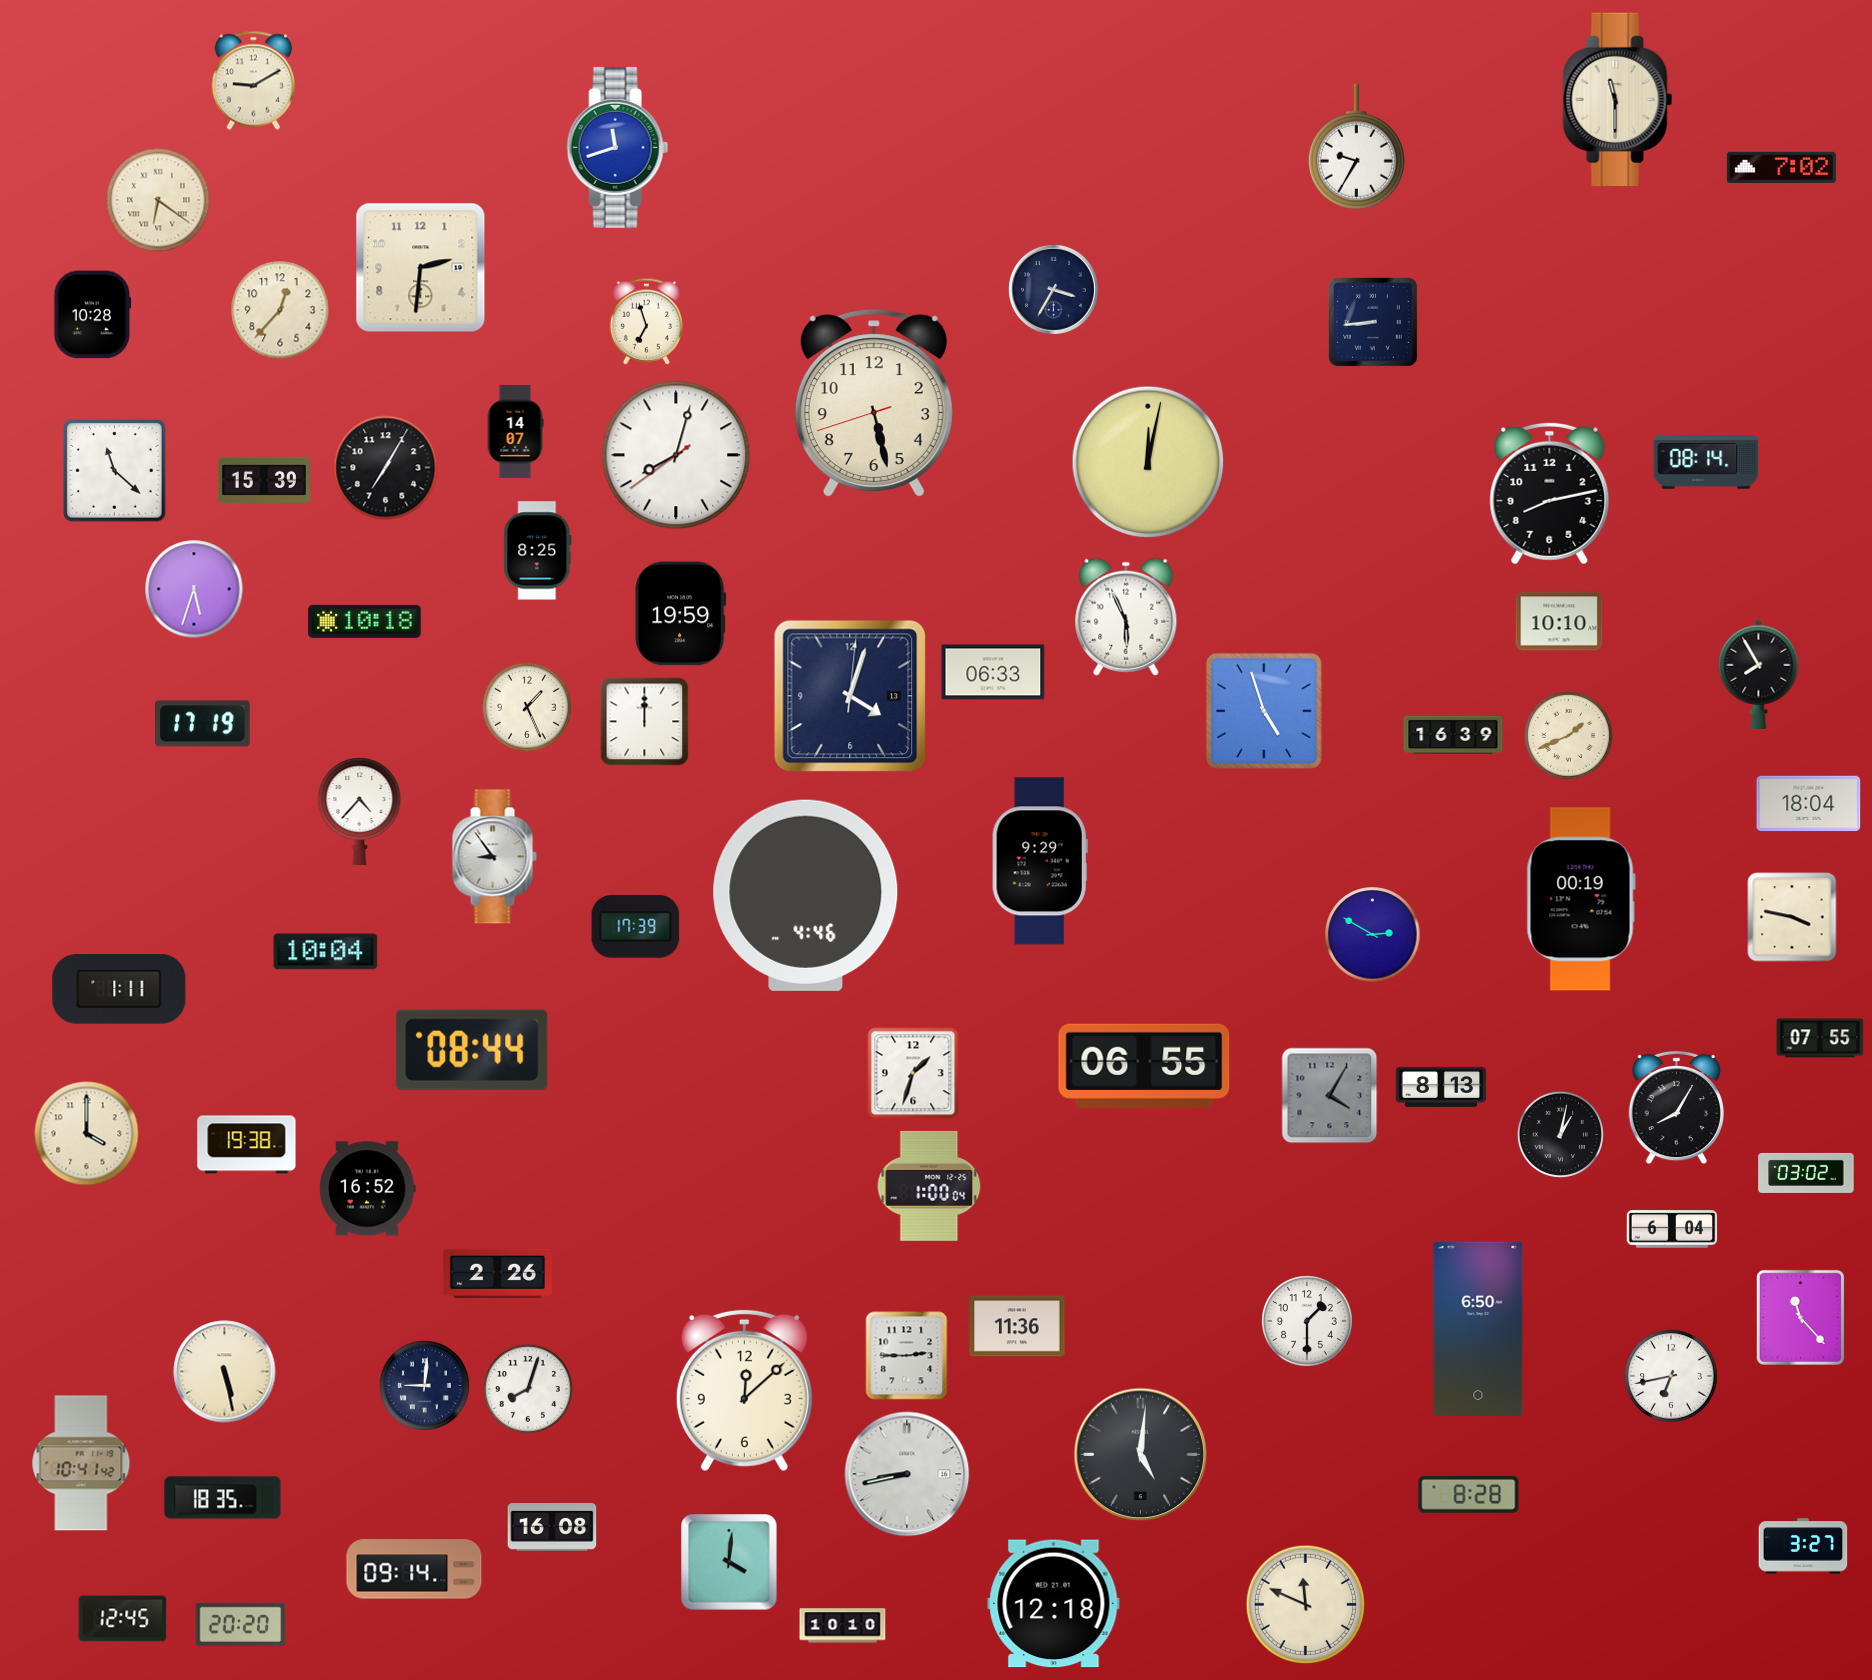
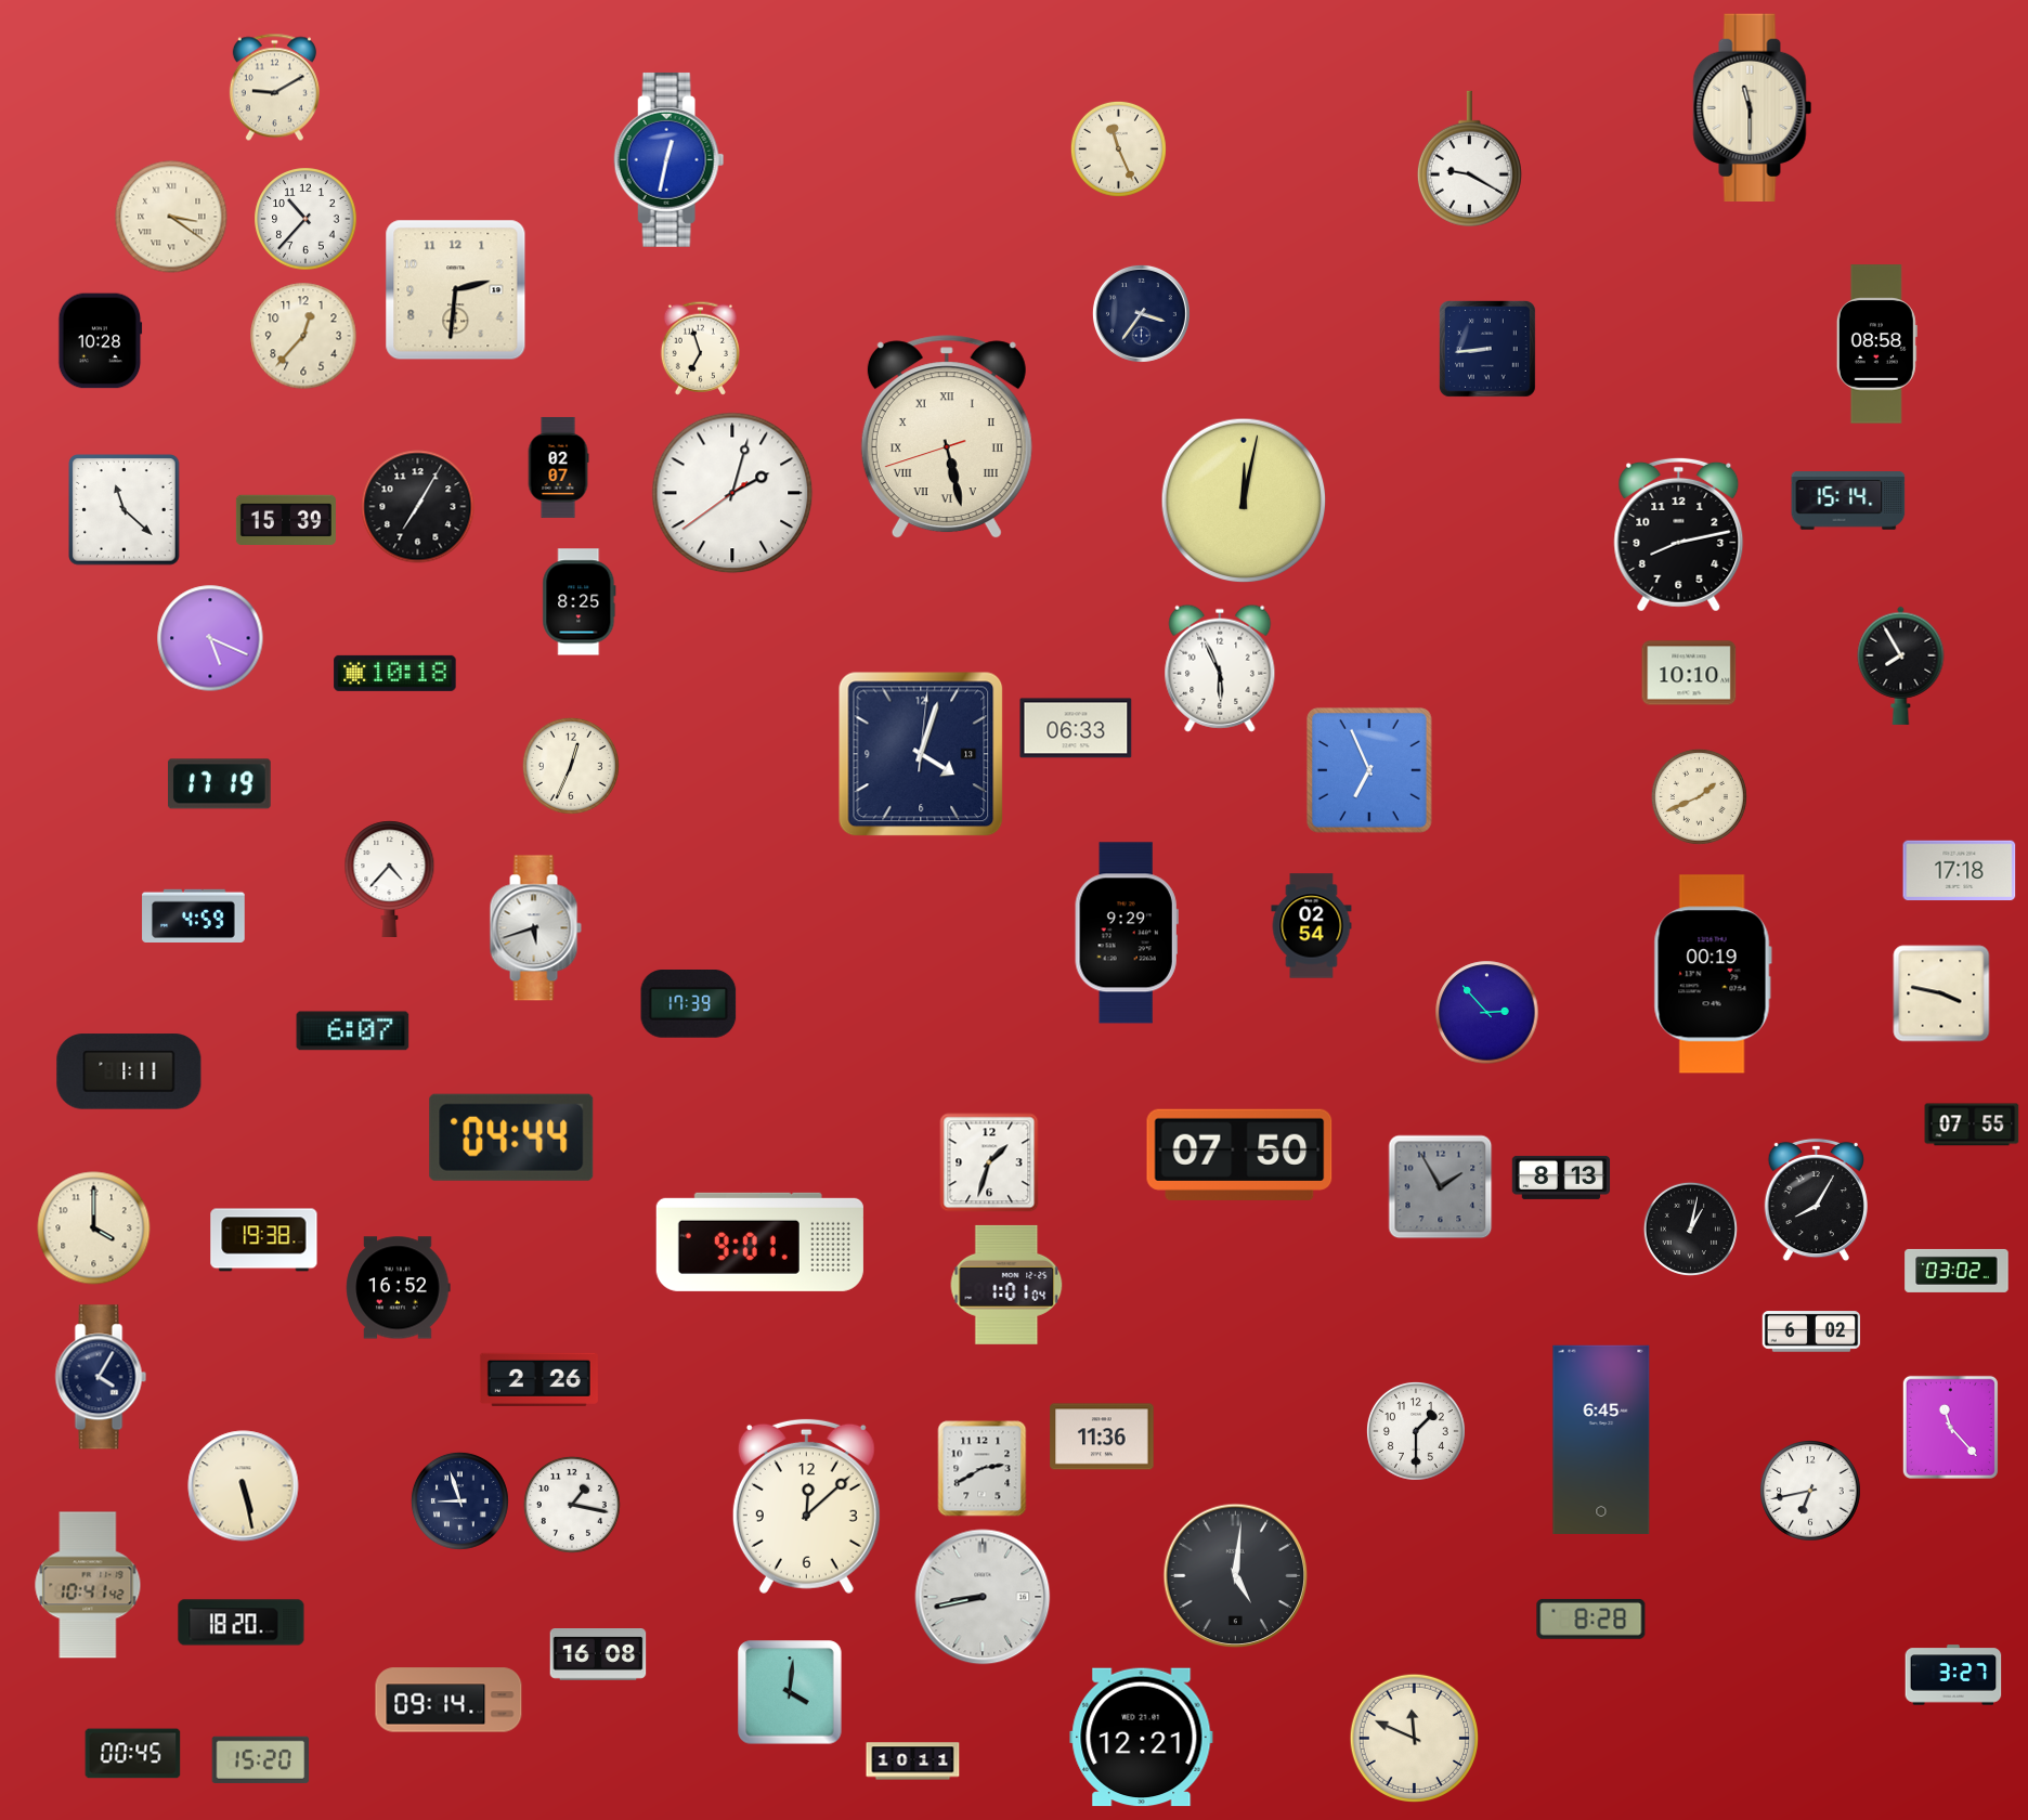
clock at (1118, 148): none -> 11:26
clock at (618, 147): 11:42 -> 12:32
clock at (1356, 147): 9:35 -> 9:20
clock at (1781, 167): 7:02 -> none
clock at (158, 200): 6:21 -> 3:21
clock at (305, 219): none -> 10:37
clock at (1053, 289): 3:35 -> 3:36
clock at (1876, 344): none -> 08:58
clock at (874, 404) numerals: Arabic -> Roman
clock at (515, 431): 14:07 -> 02:07
clock at (676, 455): 8:02 -> 2:02
clock at (1706, 463): 08:14 -> 15:14
clock at (538, 551) position: (538, 551) -> (580, 602)
clock at (194, 589): 5:33 -> 5:19
clock at (681, 614): 19:59 -> none
clock at (1759, 674) position: (1759, 674) -> (1901, 665)
clock at (527, 707): 1:26 -> 12:34
clock at (1264, 711): 4:57 -> 6:56
clock at (645, 722): 12:00 -> none
clock at (1453, 734): 16:39 -> none
clock at (1809, 804): 18:04 -> 17:18
clock at (194, 915): none -> 4:59
clock at (1312, 926): none -> 02:54
clock at (494, 857): 8:54 -> 5:42
clock at (806, 895): 4:46 -> none
clock at (1373, 935): 2:50 -> 2:53
clock at (326, 952): 10:04 -> 6:07
clock at (472, 1050): 08:44 -> 04:44
clock at (1144, 1066): 06:55 -> 07:50
clock at (1330, 1096): 4:05 -> 1:55
clock at (247, 1145) position: (247, 1145) -> (264, 1240)
clock at (759, 1241): none -> 9:01
clock at (929, 1186): 1:00 -> 1:01
clock at (1672, 1229): 6:04 -> 6:02
clock at (101, 1377): none -> 4:05
clock at (1478, 1329): 6:50 -> 6:45
clock at (907, 1356): 2:45 -> 2:40
clock at (424, 1385): 9:01 -> 8:57
clock at (528, 1389): 8:03 -> 1:17
clock at (223, 1498): 18:35 -> 18:20
clock at (1054, 1604): 12:18 -> 12:21
clock at (123, 1619): 12:45 -> 00:45
clock at (241, 1624): 20:20 -> 15:20
clock at (843, 1626): 10:10 -> 10:11
